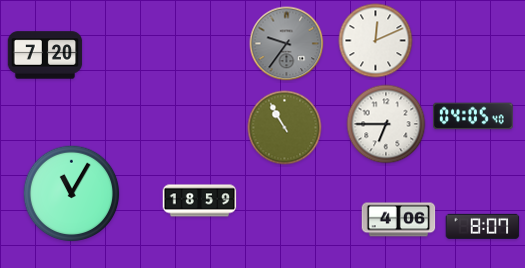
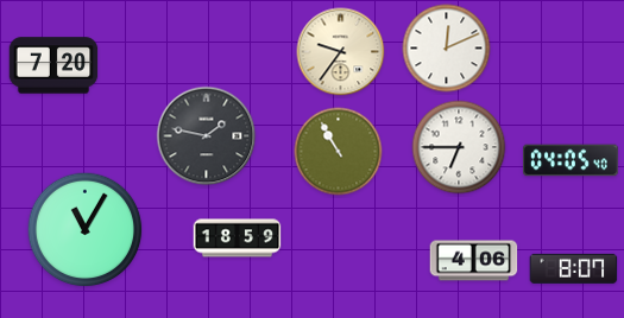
clock at (287, 44) dial: grey -> cream
clock at (207, 136): none -> 1:47
clock at (473, 116) position: (473, 116) -> (571, 160)
